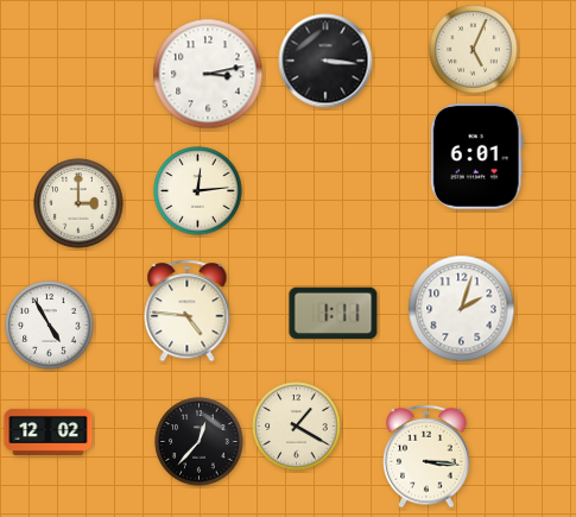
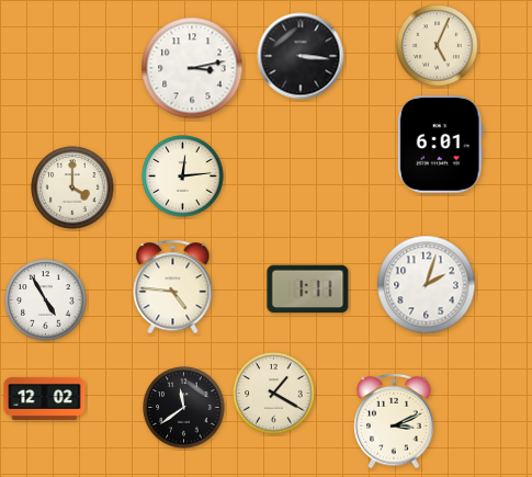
clock at (78, 203): 3:00 -> 4:00
clock at (200, 442): 12:37 -> 11:39
clock at (426, 456): 3:16 -> 3:11
